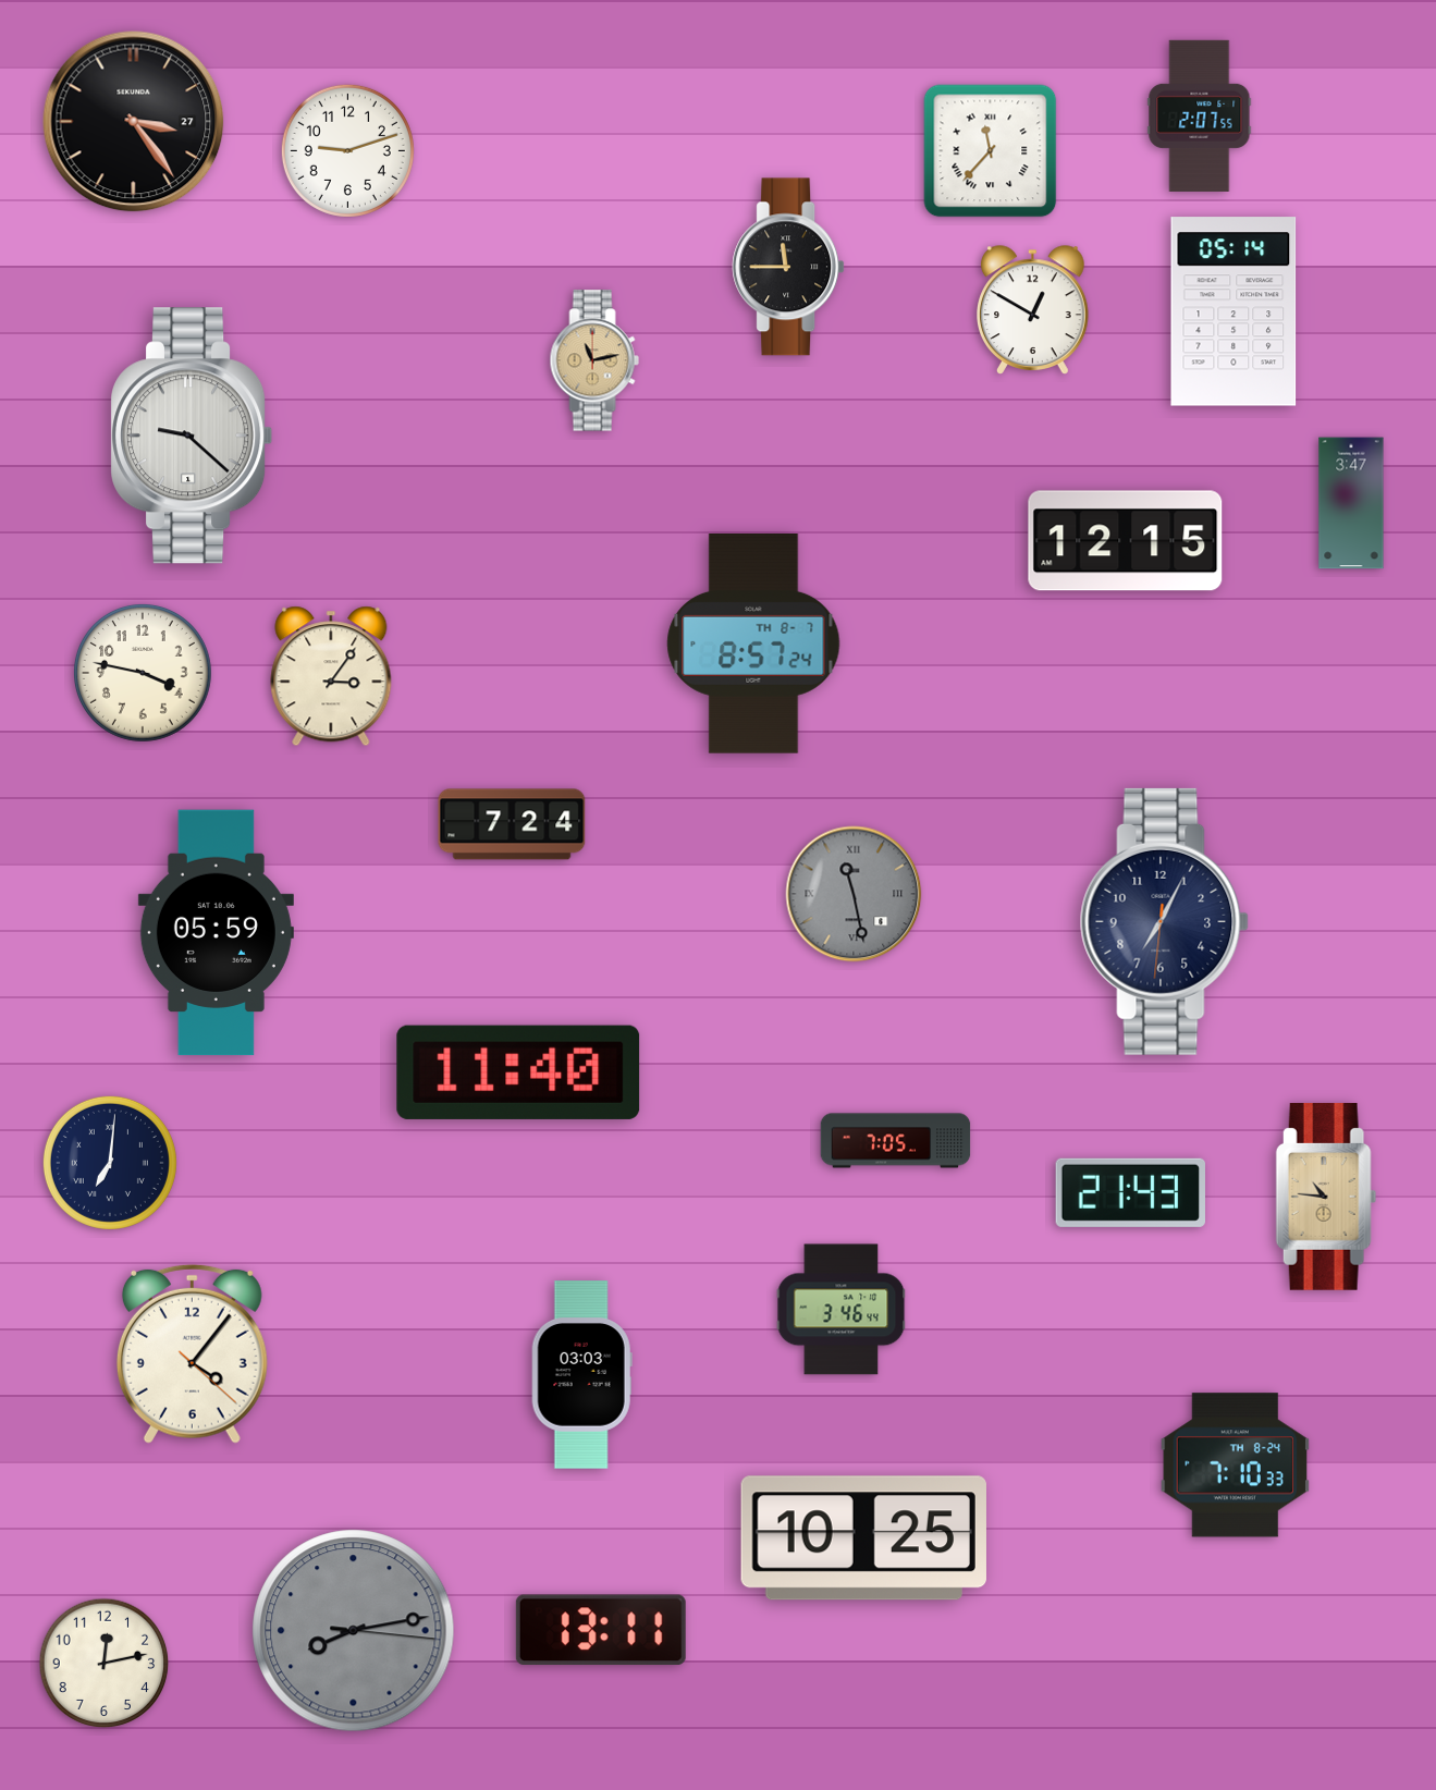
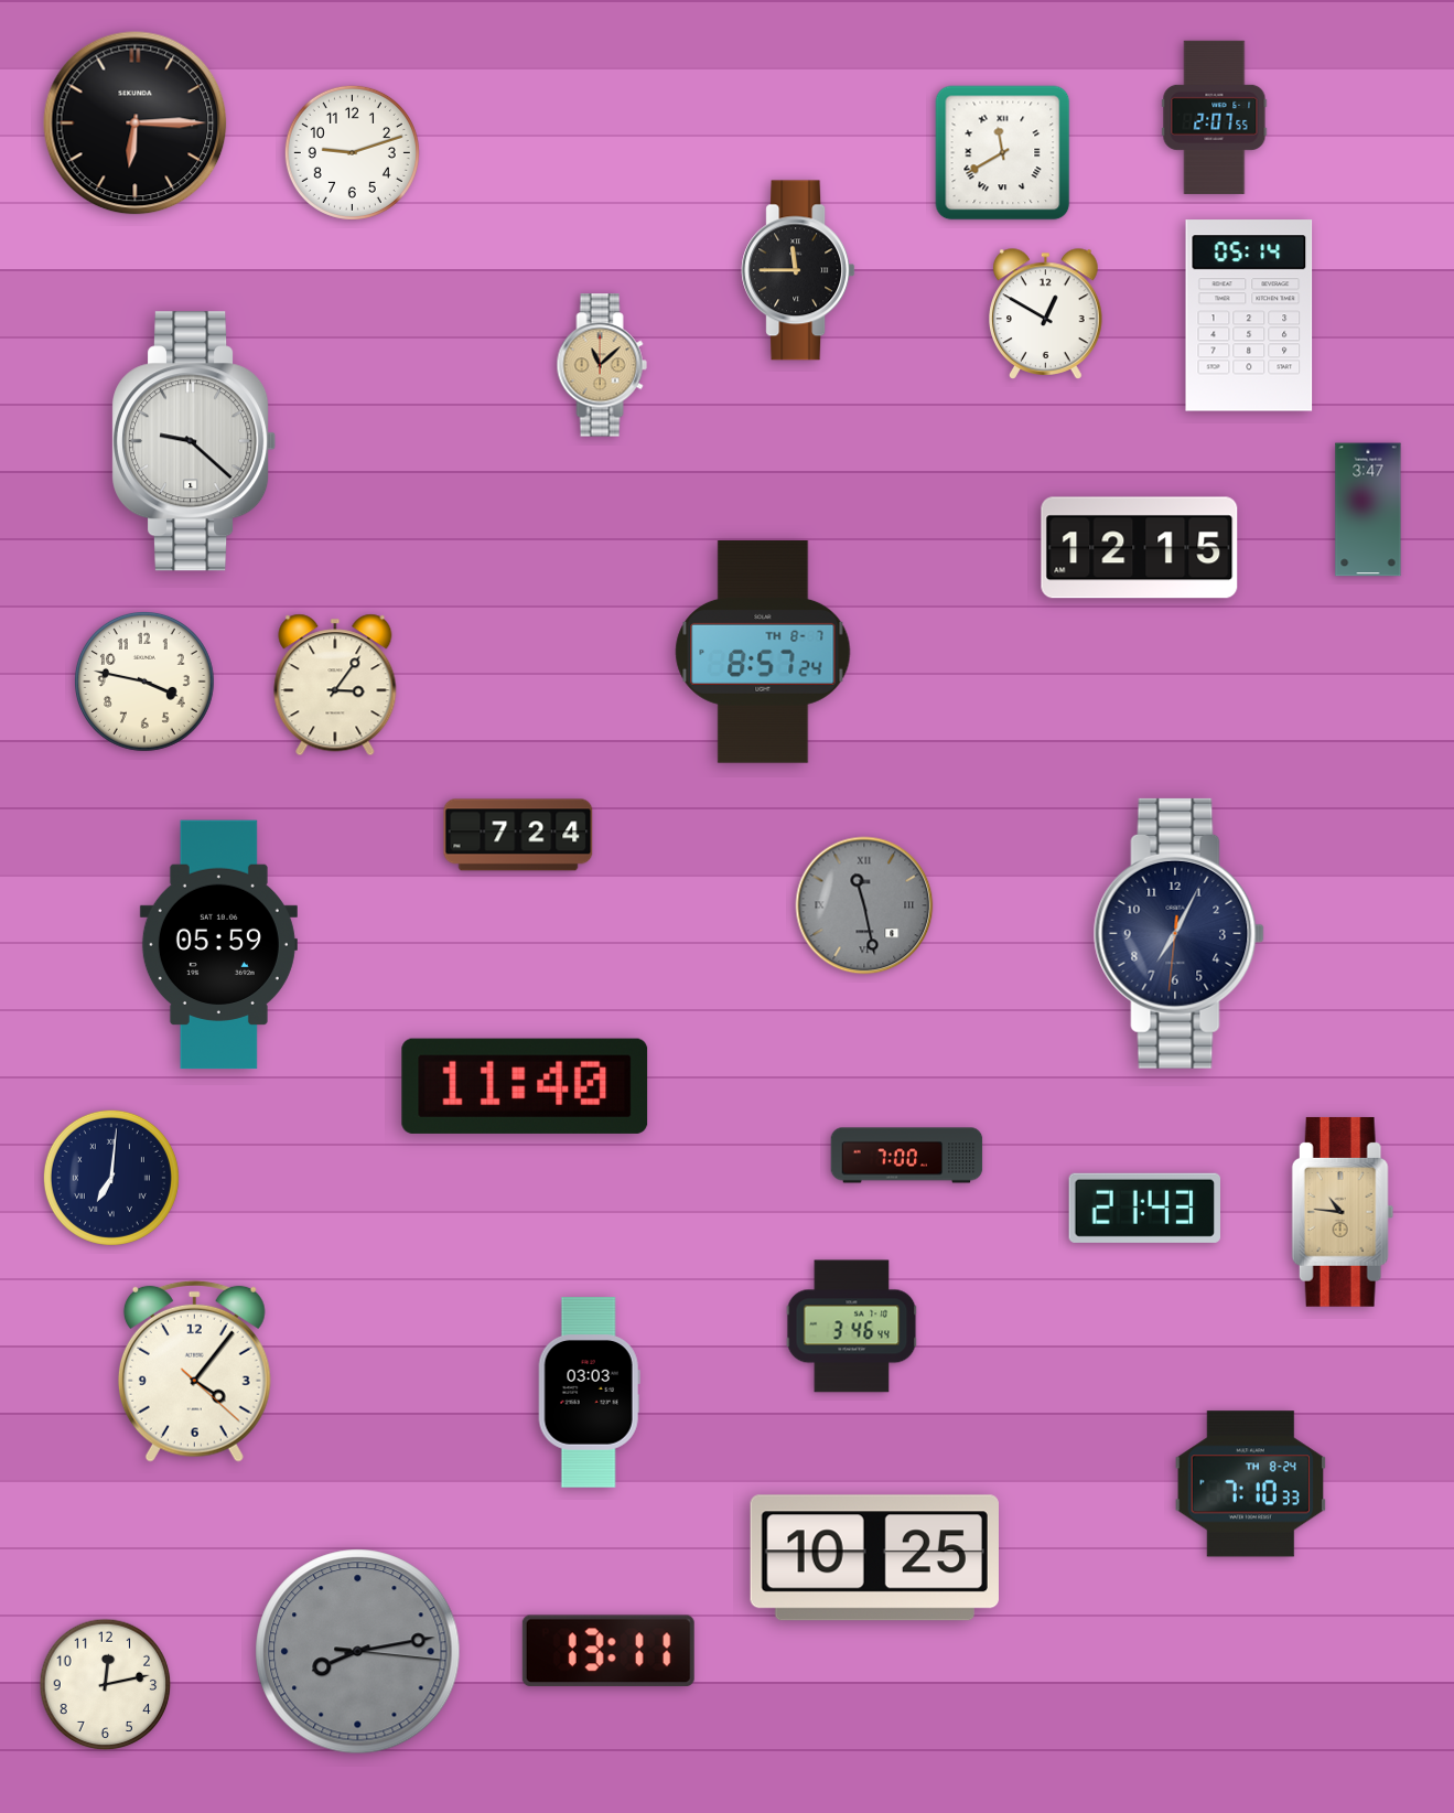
clock at (134, 122): 3:24 -> 6:15
clock at (991, 151): 11:37 -> 11:40
clock at (594, 360): 11:13 -> 11:08
clock at (896, 1141): 7:05 -> 7:00
